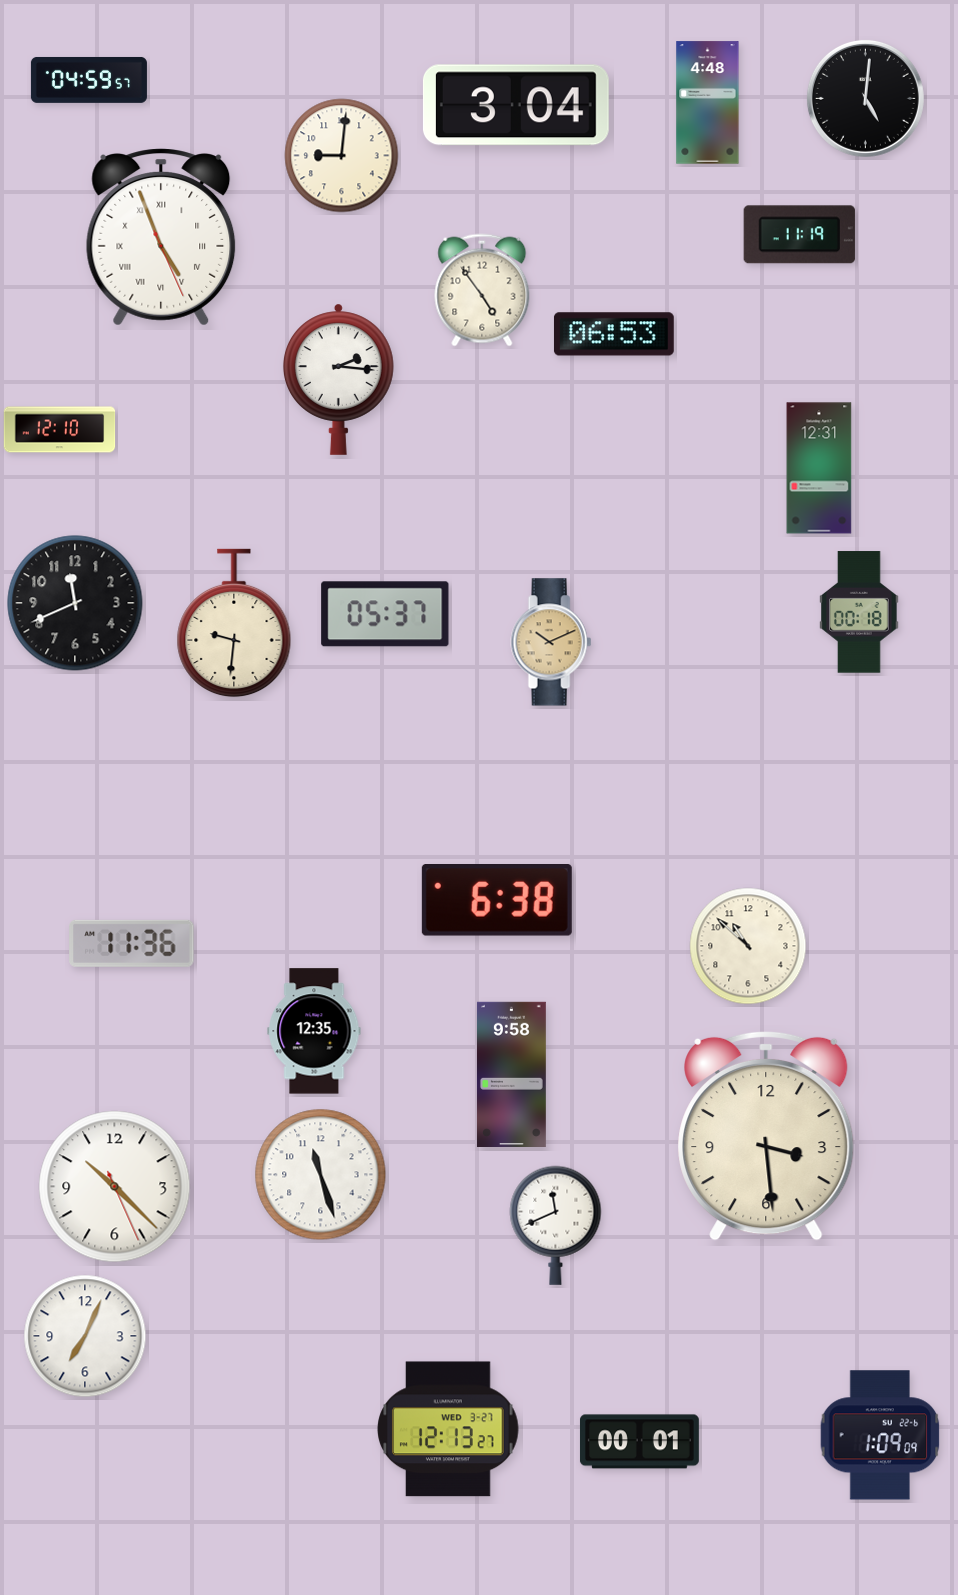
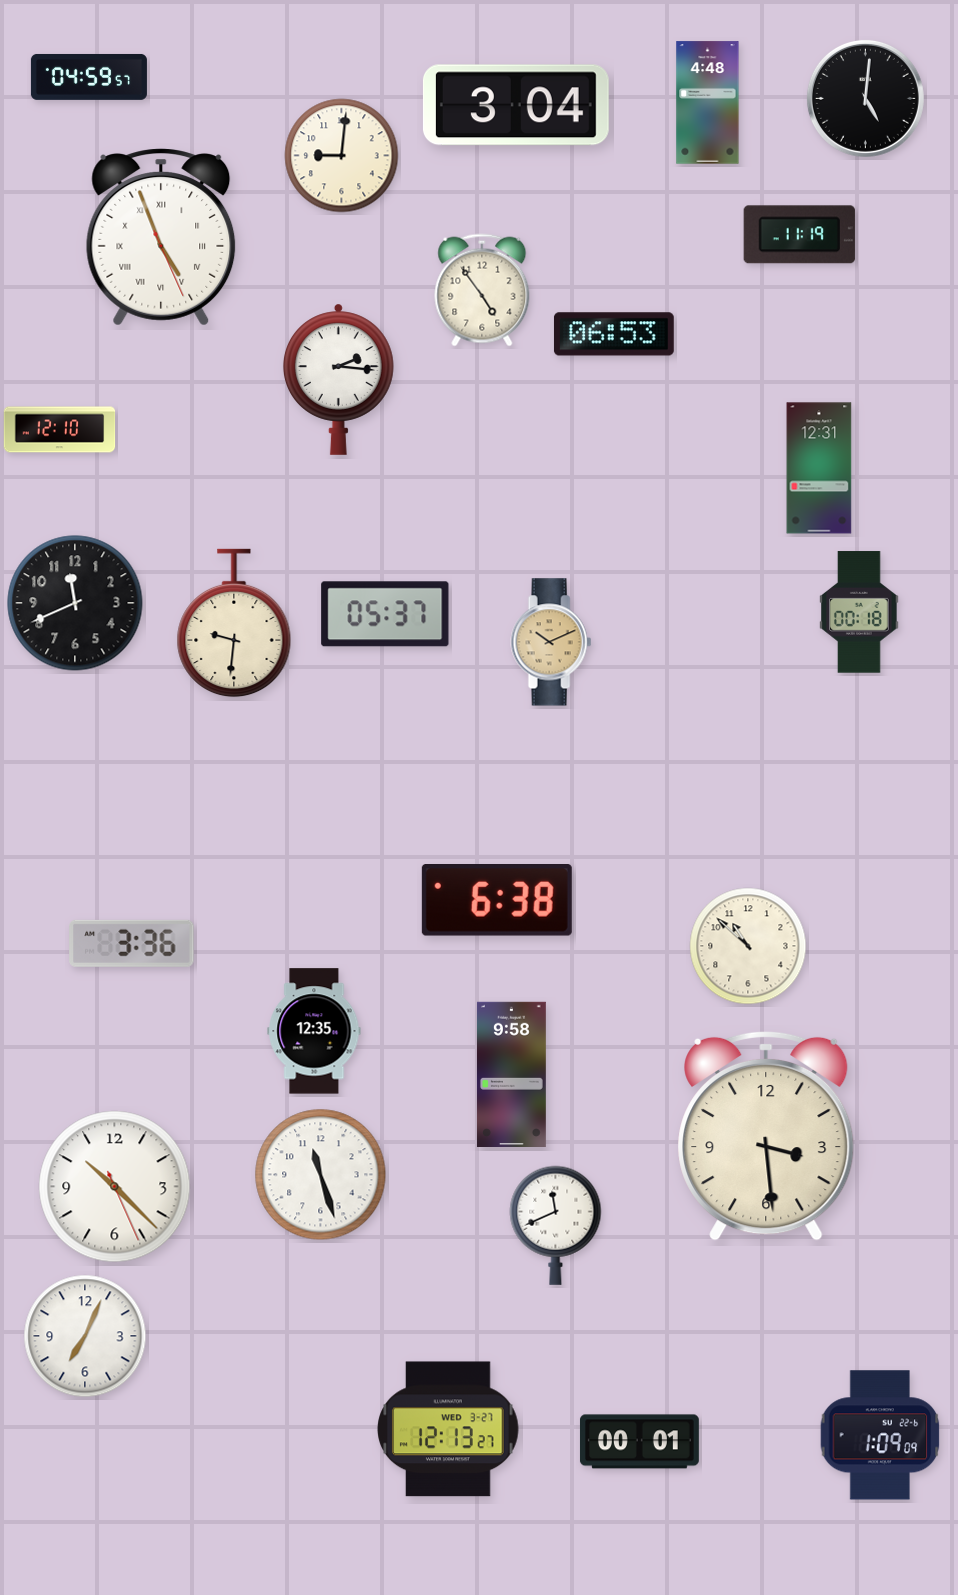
clock at (89, 80) position: (89, 80) -> (89, 77)
clock at (132, 943): 11:36 -> 3:36
